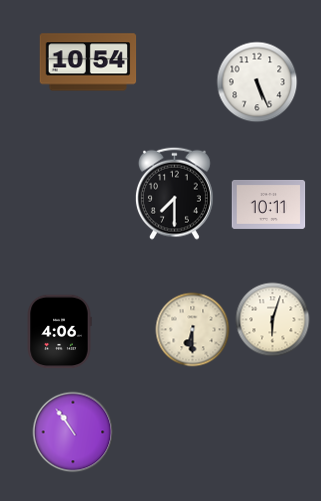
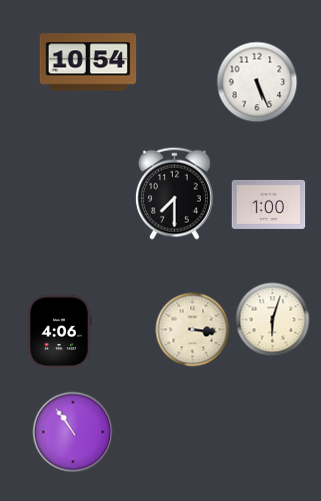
clock at (269, 204): 10:11 -> 1:00
clock at (193, 330): 6:30 -> 3:16
